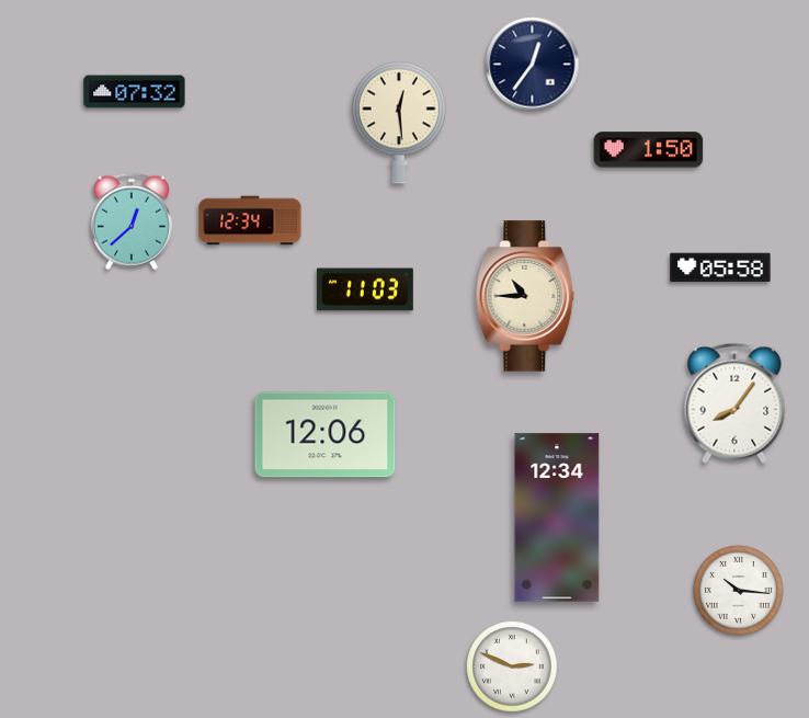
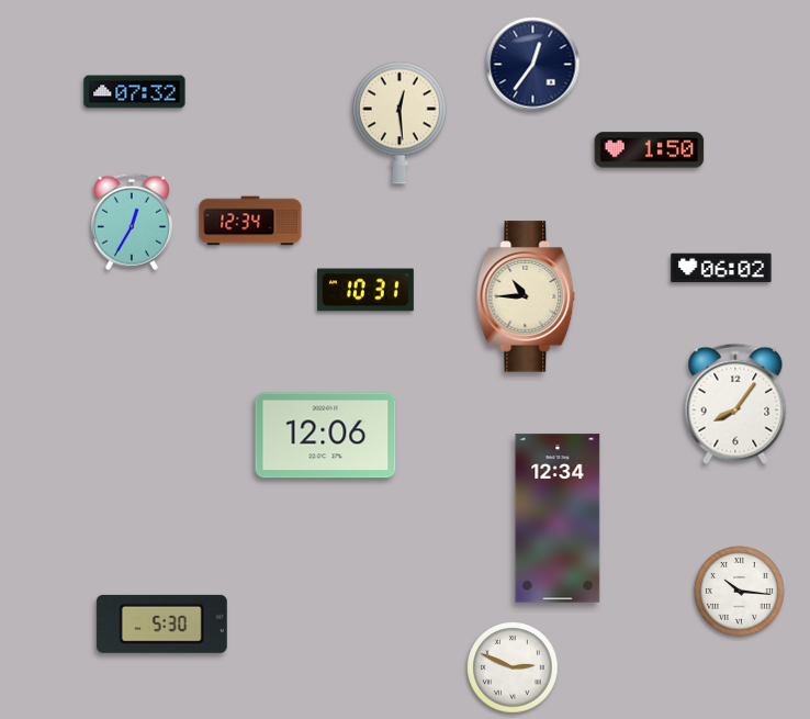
clock at (132, 221): 12:38 -> 12:35
clock at (720, 267): 05:58 -> 06:02
clock at (365, 289): 11:03 -> 10:31
clock at (161, 623): none -> 5:30
